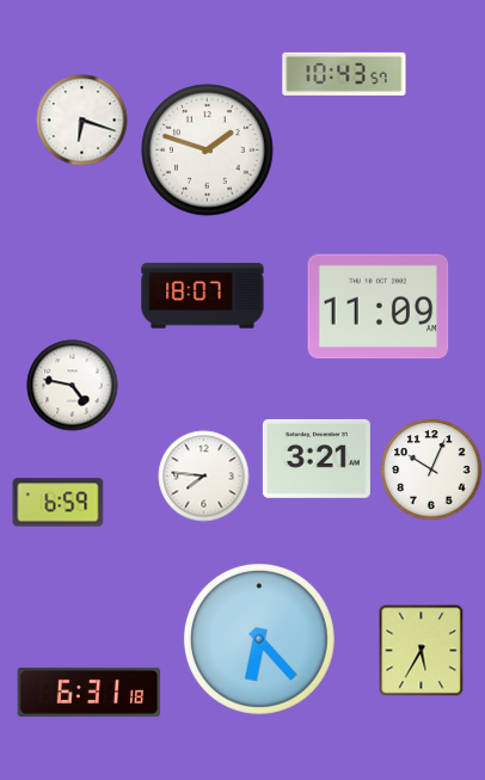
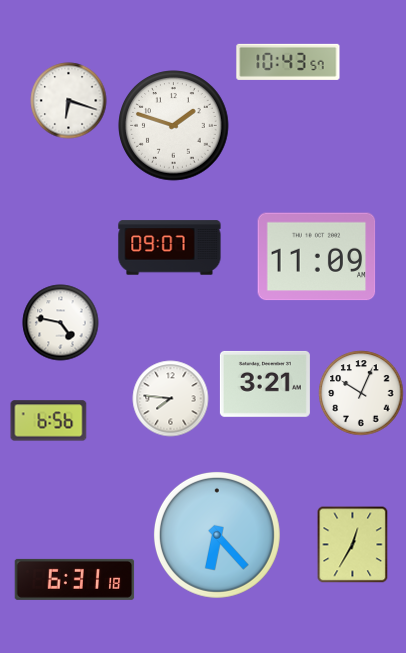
clock at (203, 296): 18:07 -> 09:07
clock at (59, 503): 6:59 -> 6:56
clock at (422, 650): 5:35 -> 12:35
